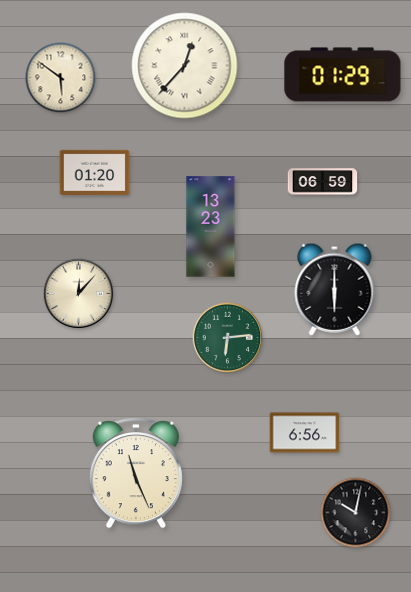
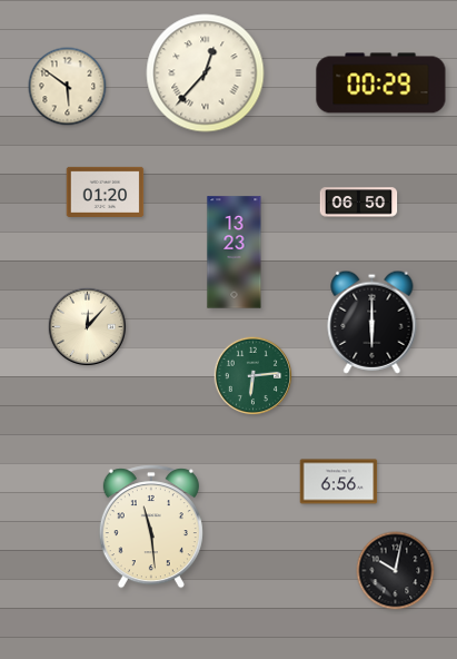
clock at (343, 75): 01:29 -> 00:29
clock at (323, 182): 06:59 -> 06:50
clock at (136, 473): 11:26 -> 11:29
